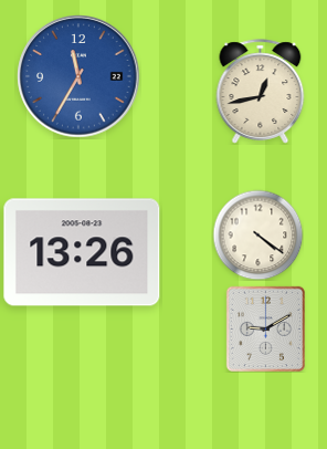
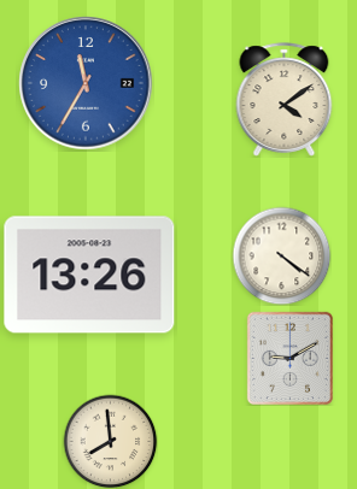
clock at (261, 92): 12:43 -> 4:09
clock at (110, 441): none -> 7:59
